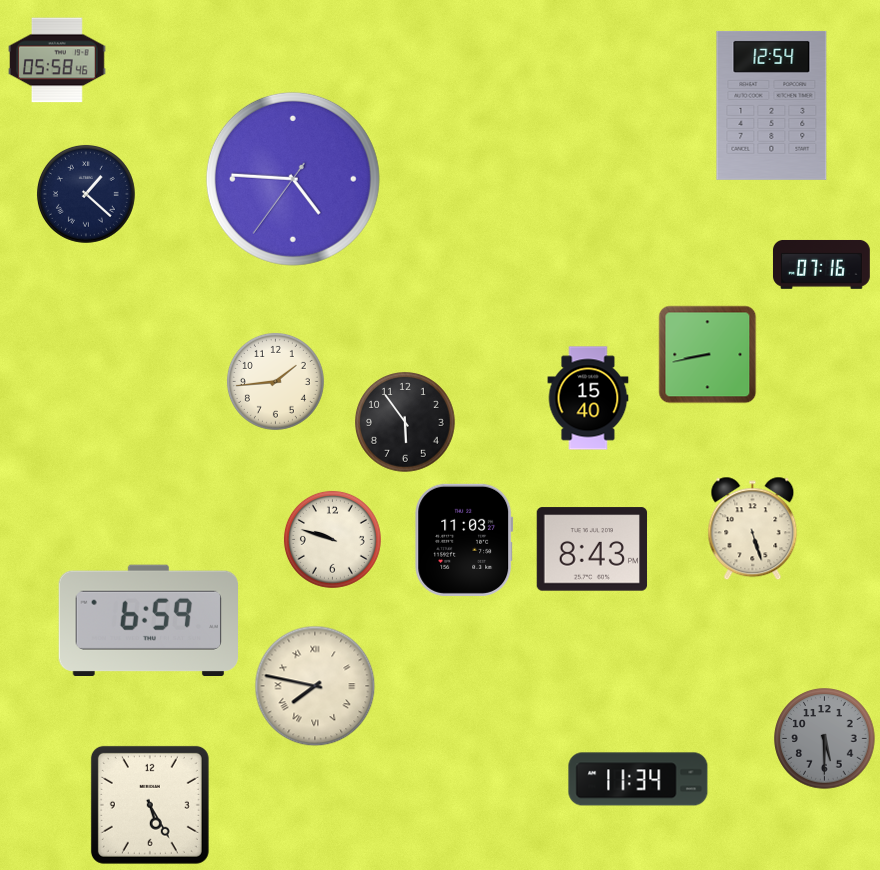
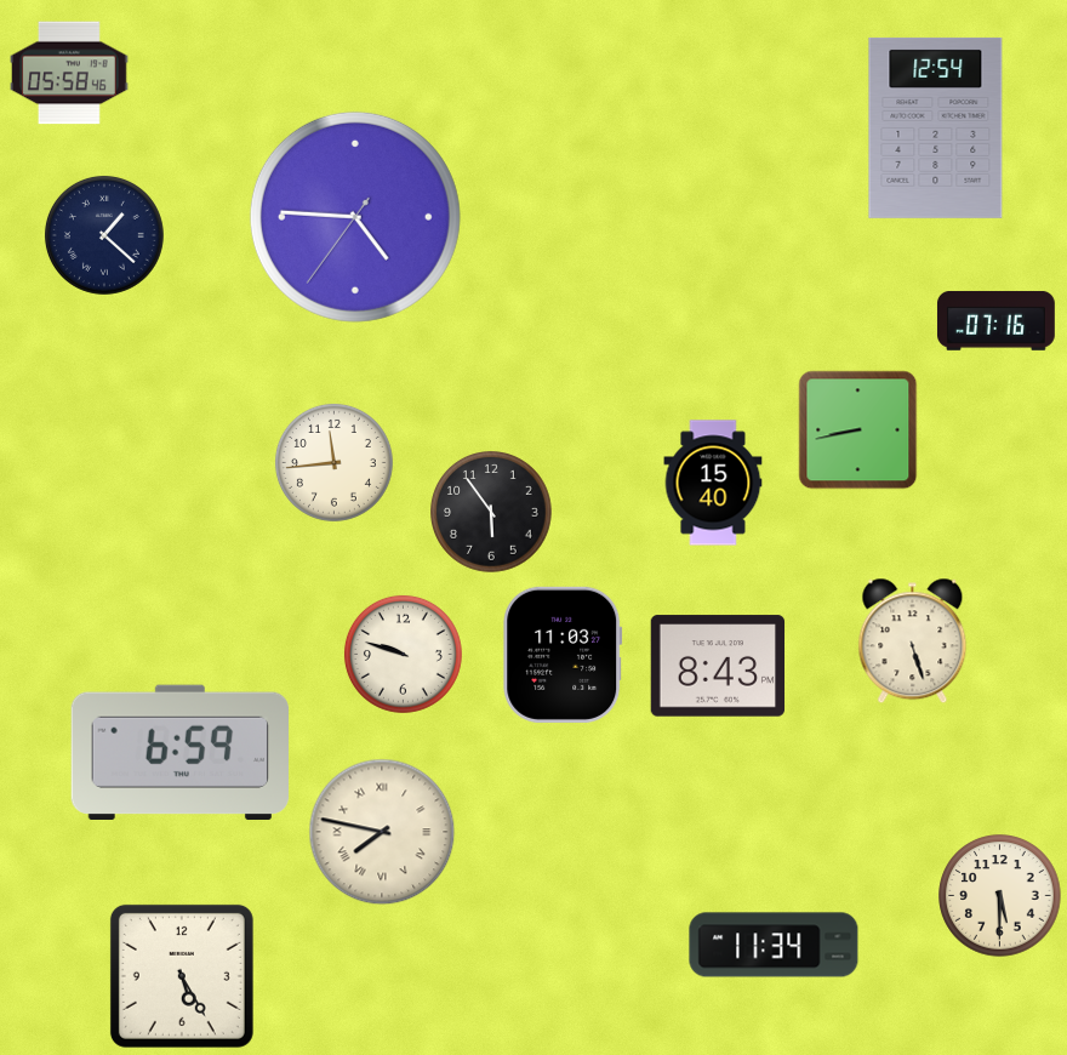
clock at (275, 381): 1:44 -> 11:44
clock at (825, 739) dial: grey -> cream
